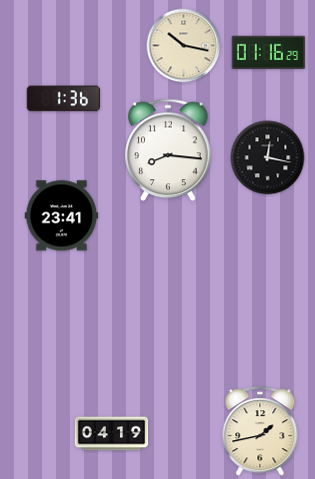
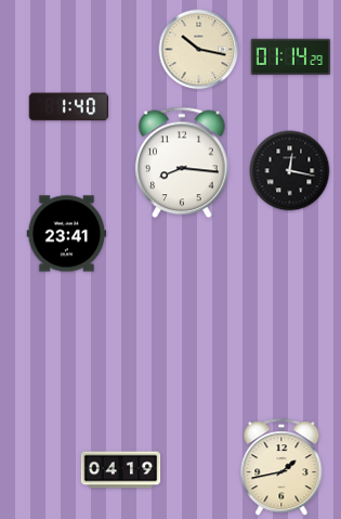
clock at (269, 52): 01:16 -> 01:14
clock at (64, 99): 1:36 -> 1:40
